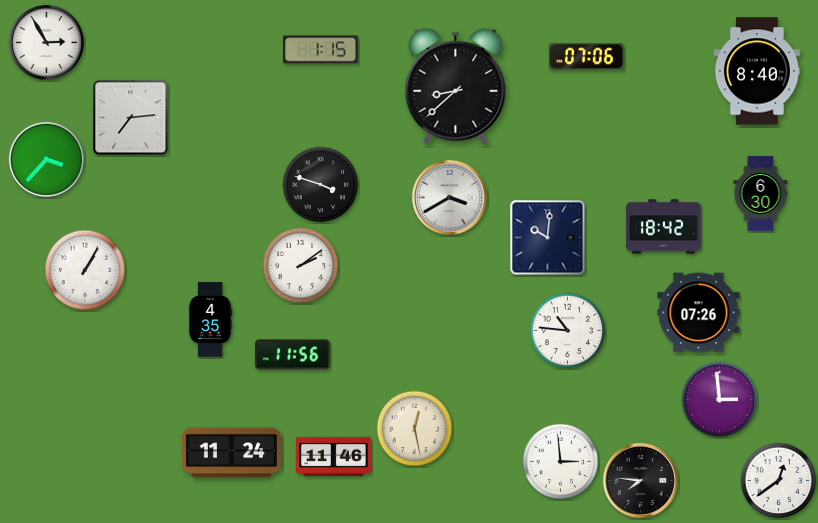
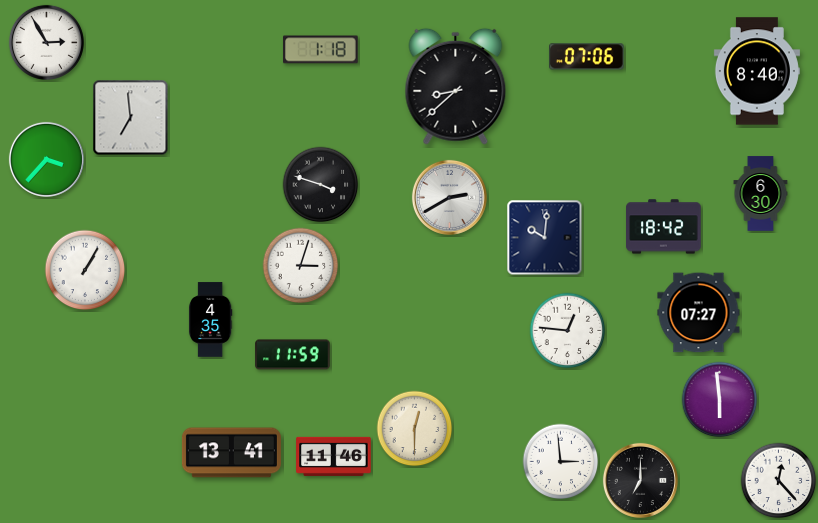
clock at (321, 50): 1:15 -> 1:18
clock at (131, 118): 7:14 -> 6:59
clock at (449, 197): 3:40 -> 2:40
clock at (548, 238) position: (548, 238) -> (545, 238)
clock at (301, 266): 2:09 -> 3:03
clock at (699, 313): 07:26 -> 07:27
clock at (568, 331): 10:46 -> 12:46
clock at (293, 355): 11:56 -> 11:59
clock at (720, 400): 2:59 -> 5:59
clock at (415, 429): 12:28 -> 12:30
clock at (231, 453): 11:24 -> 13:41
clock at (640, 480): 7:46 -> 7:00
clock at (779, 481): 12:39 -> 12:23
